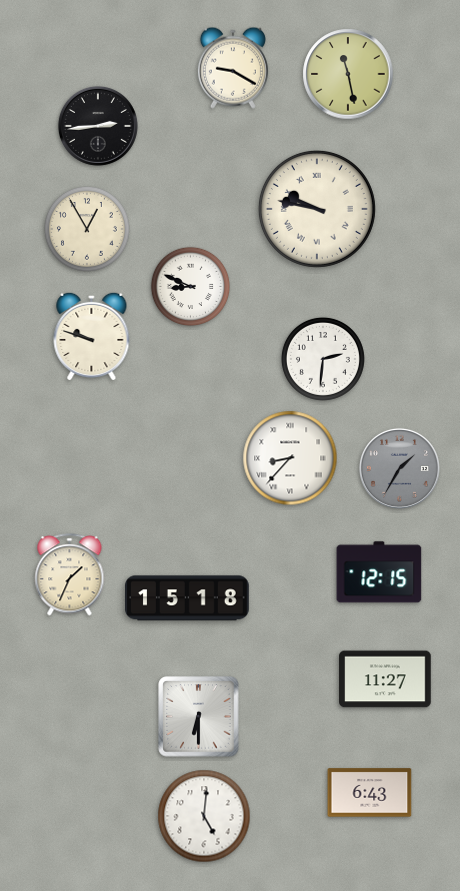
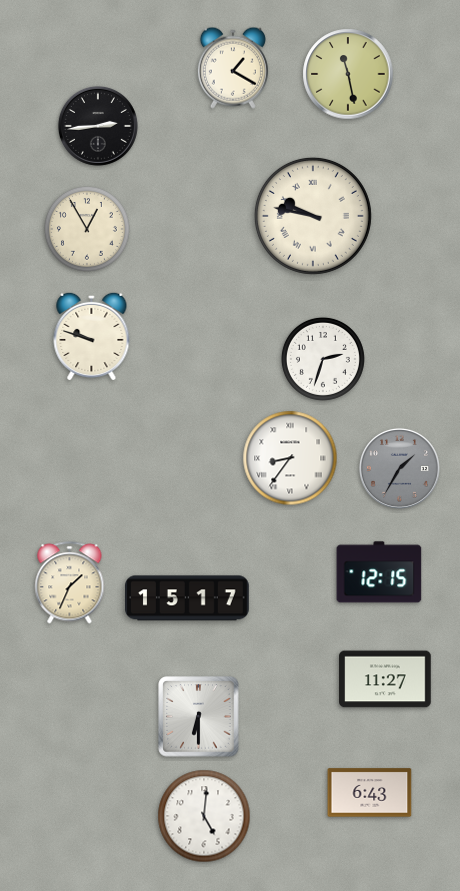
clock at (233, 68): 9:20 -> 1:20
clock at (317, 209) position: (317, 209) -> (313, 216)
clock at (191, 287): 8:49 -> none
clock at (323, 359): 2:31 -> 2:33
clock at (290, 458): 8:37 -> 8:36
clock at (70, 575) position: (70, 575) -> (70, 583)
clock at (188, 598): 15:18 -> 15:17
